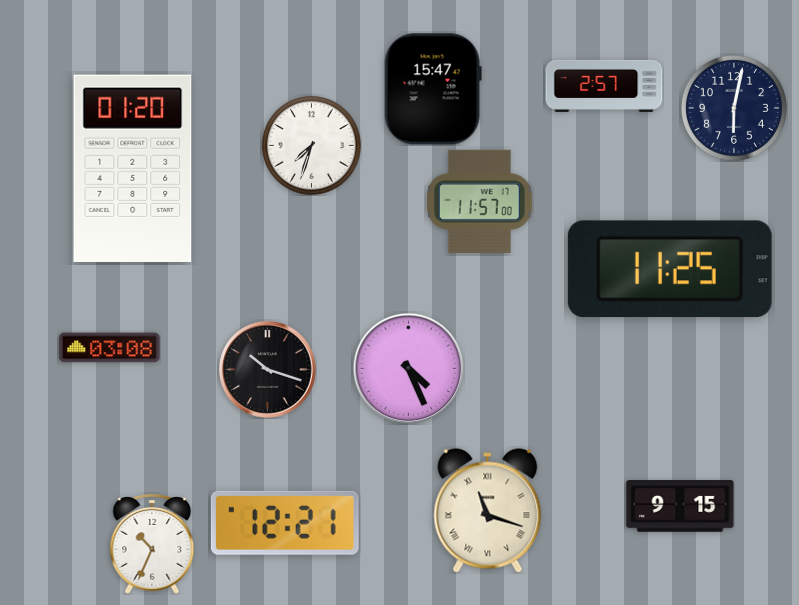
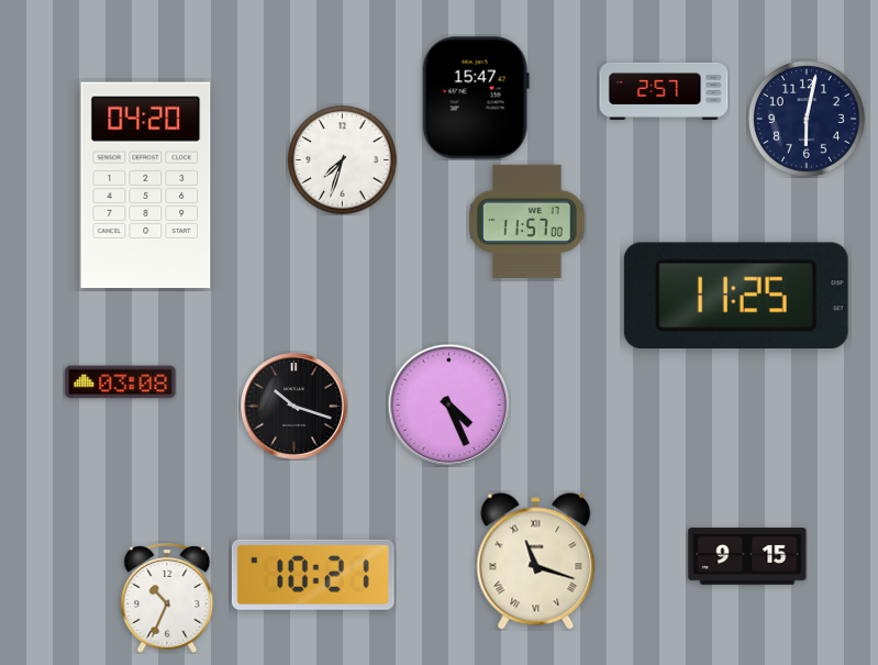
clock at (604, 86) position: (604, 86) -> (664, 91)
clock at (133, 168): 01:20 -> 04:20
clock at (285, 523): 12:21 -> 10:21
